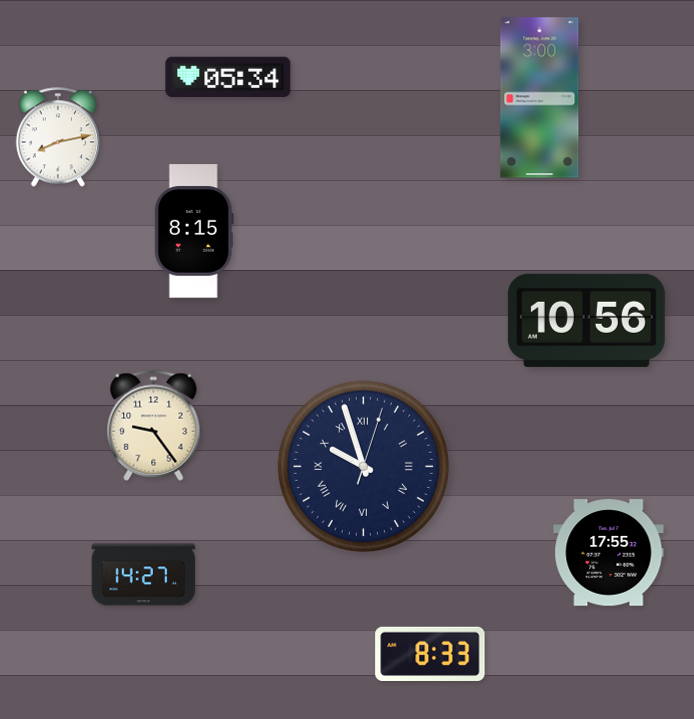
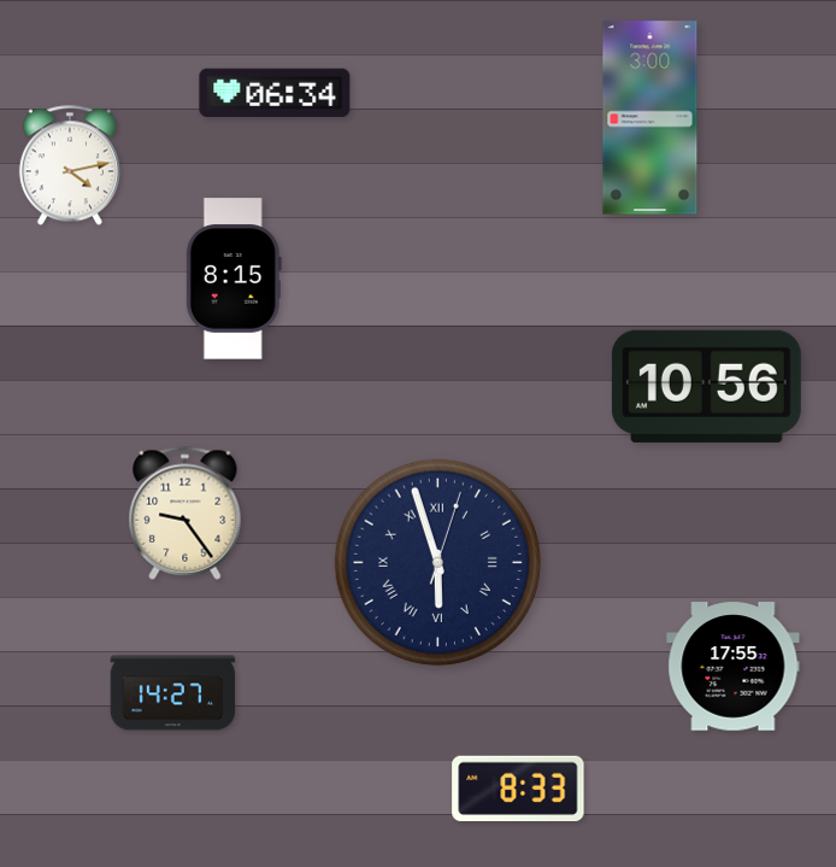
clock at (228, 77): 05:34 -> 06:34
clock at (58, 137): 8:13 -> 4:13
clock at (363, 466): 9:57 -> 5:57
